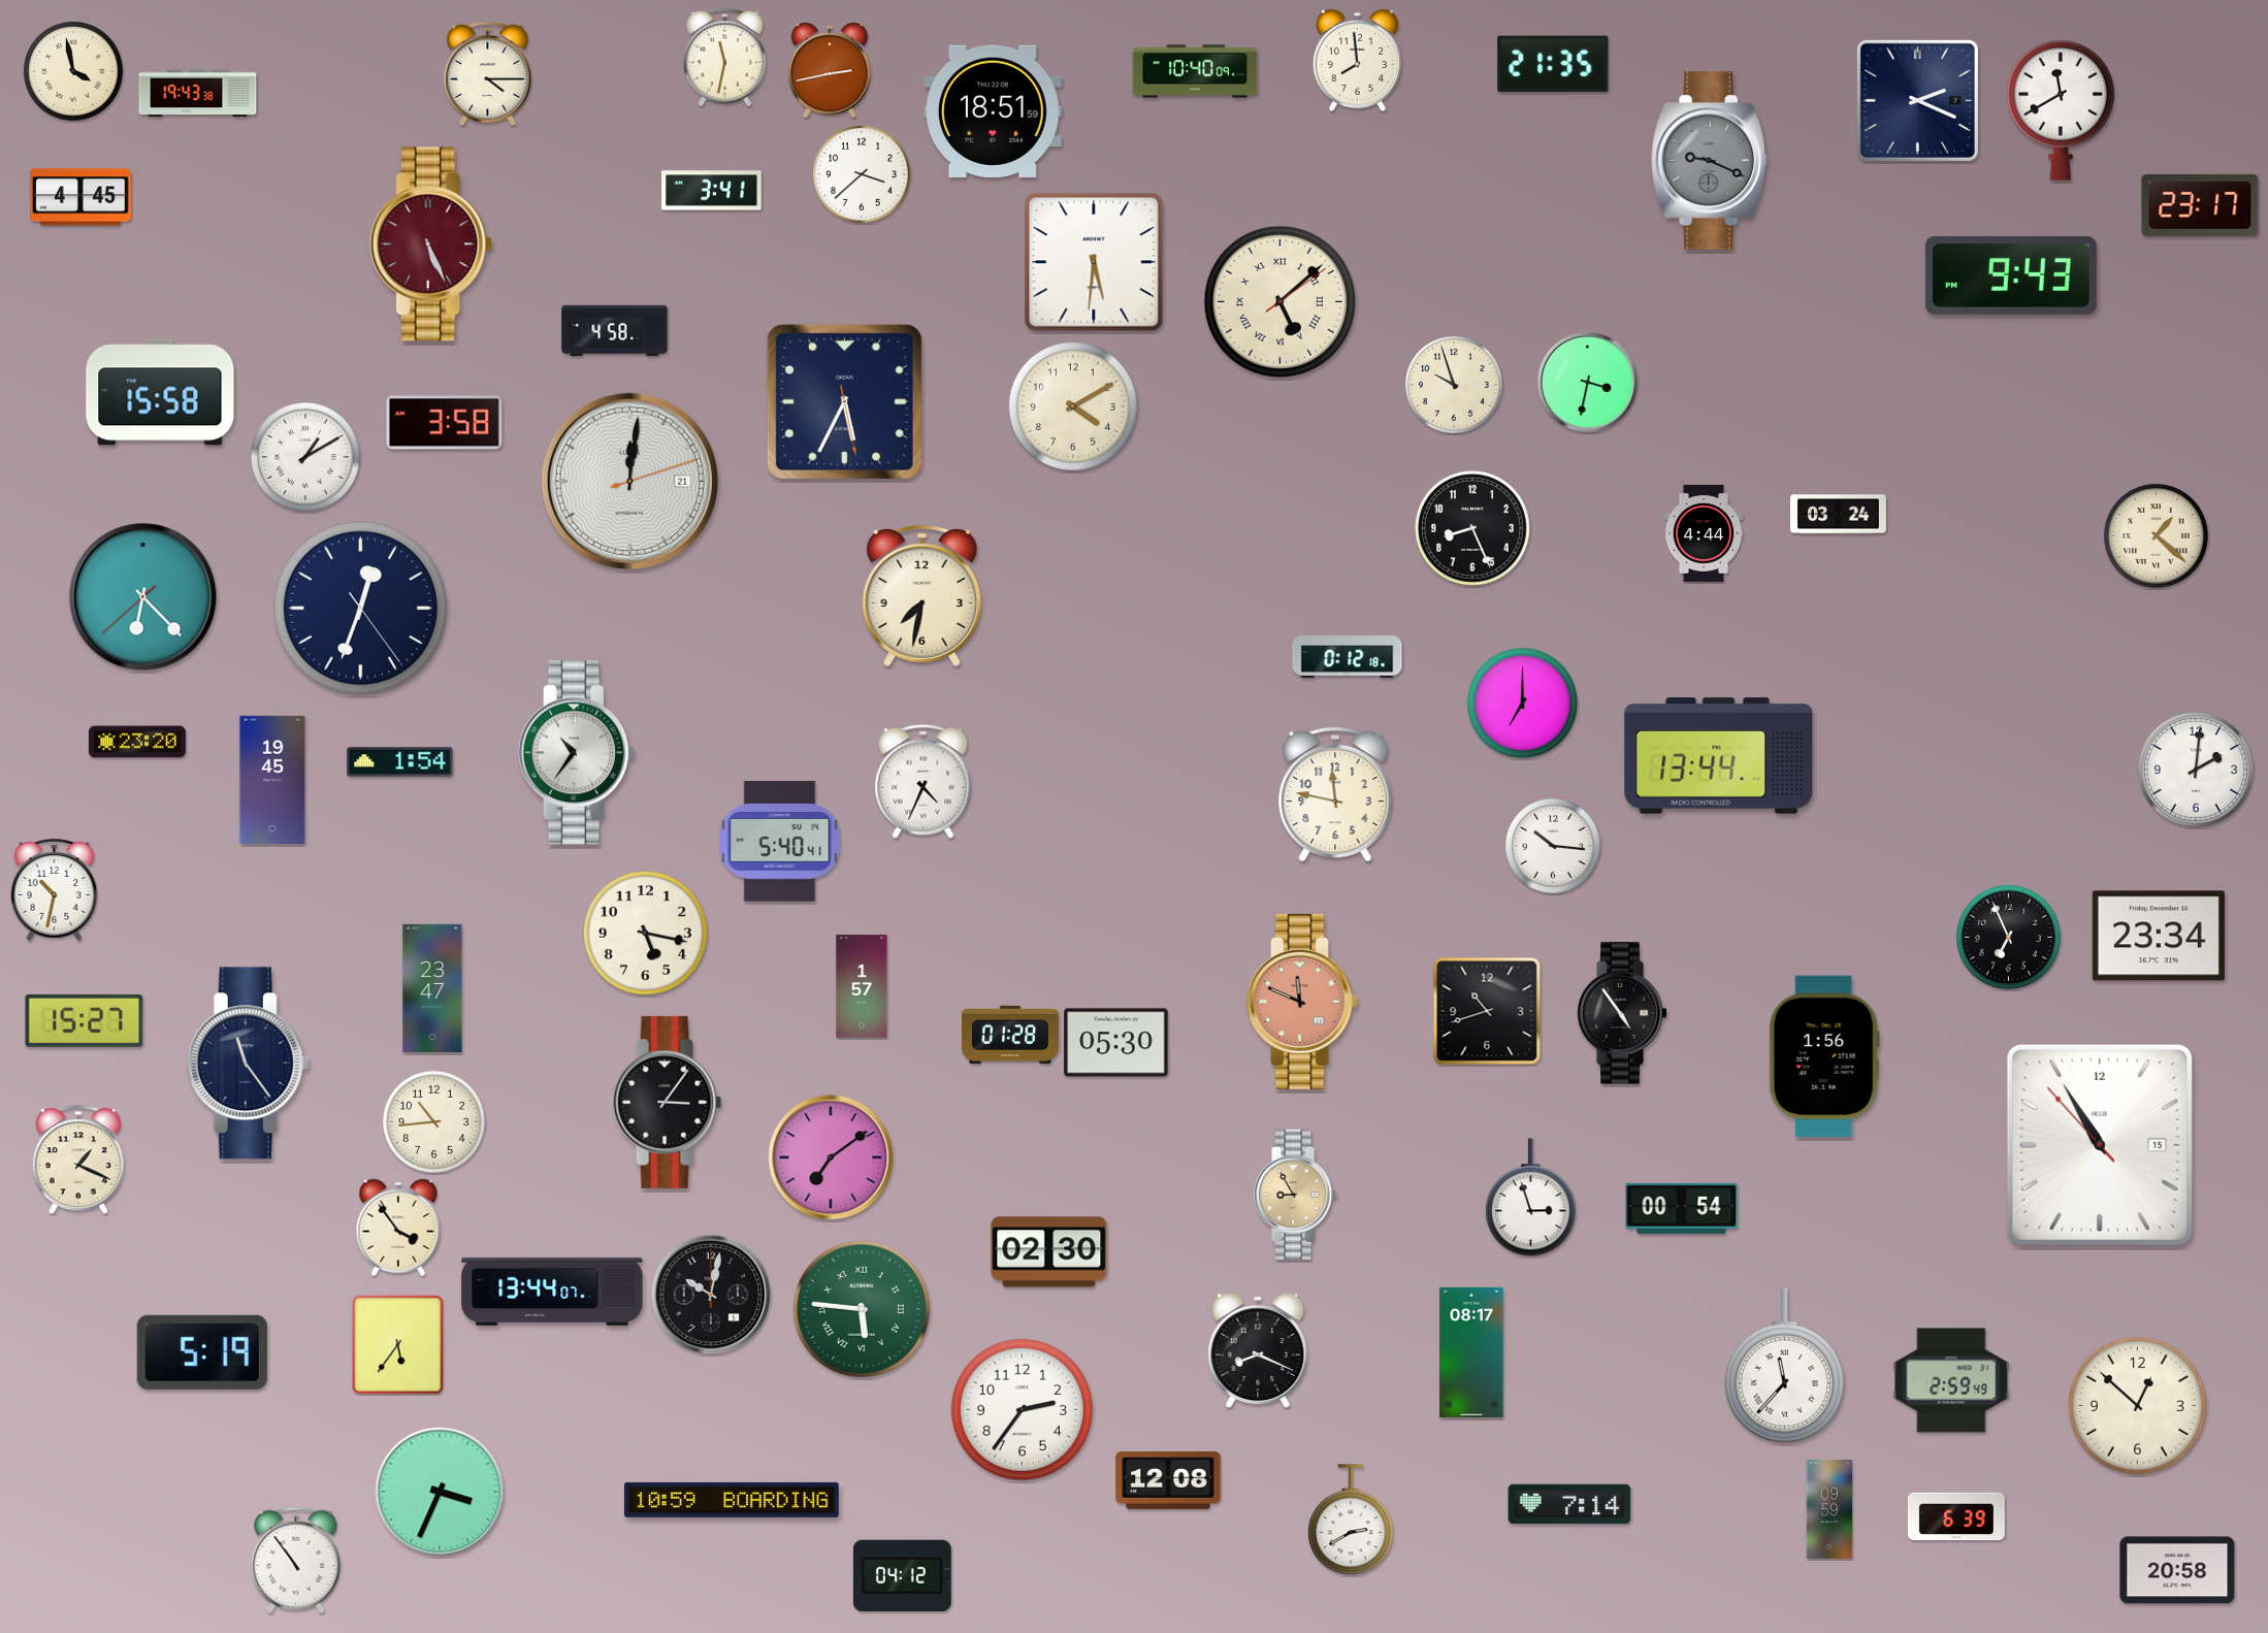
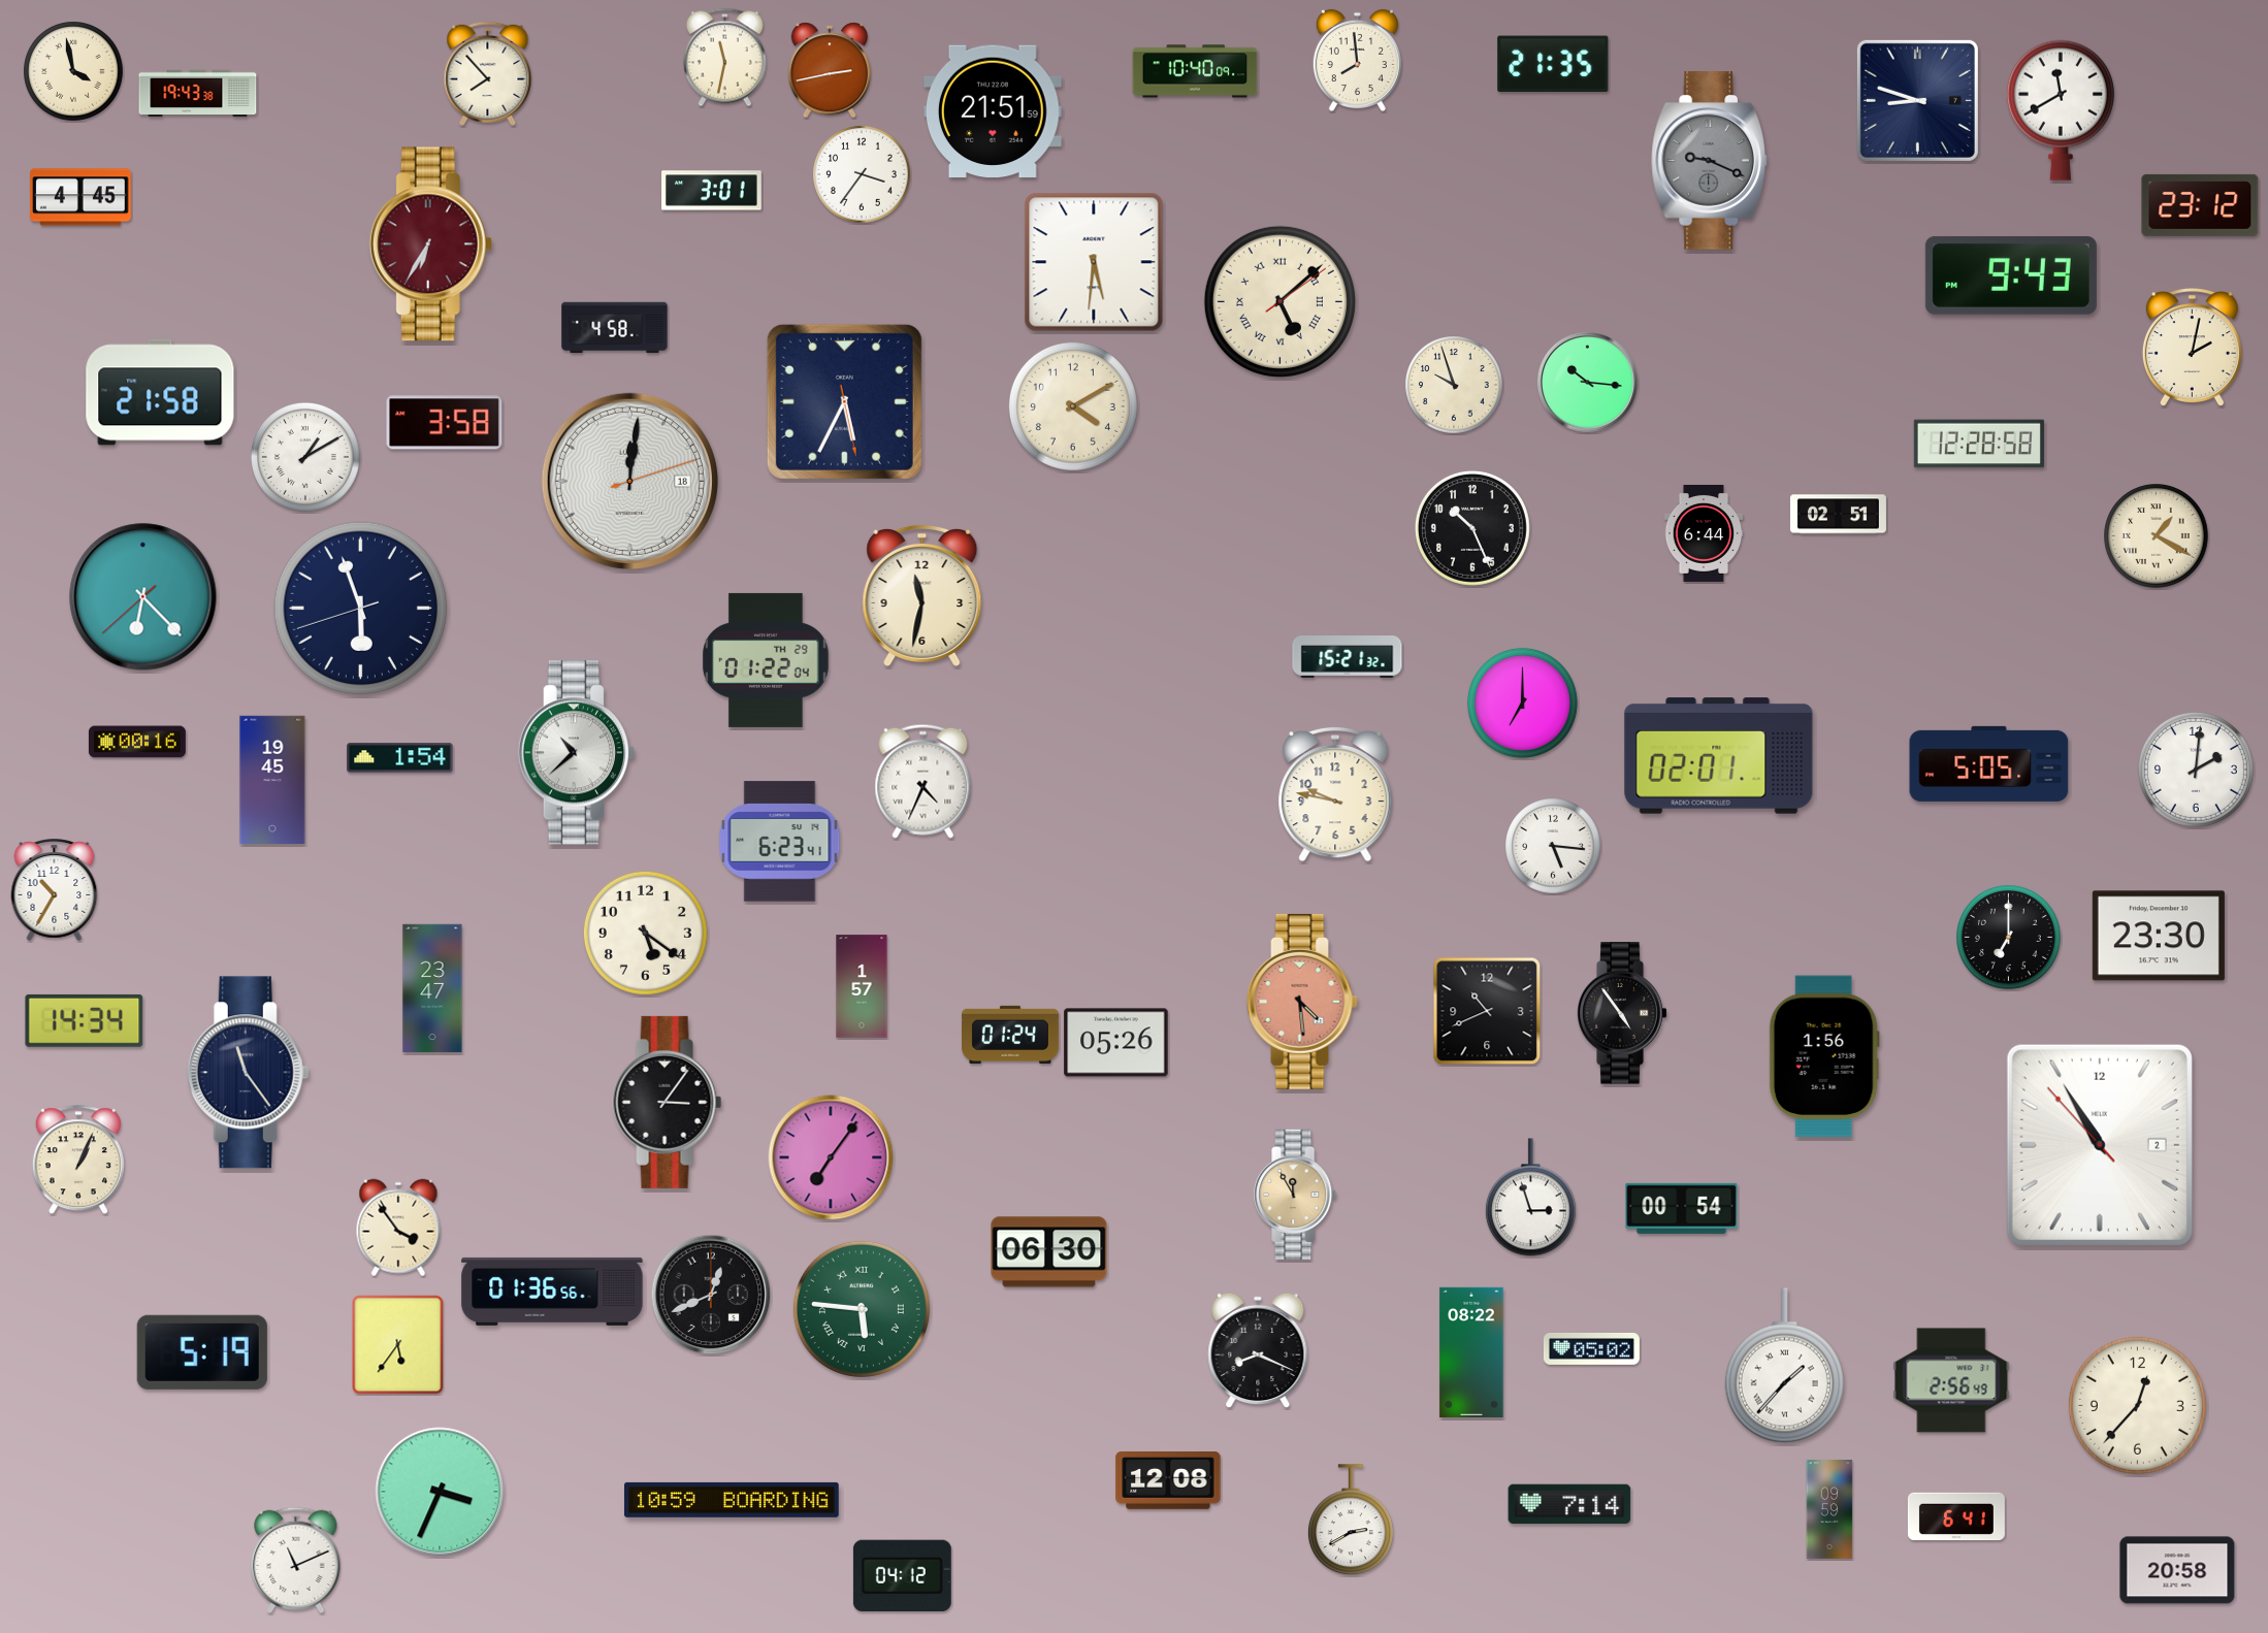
clock at (488, 73): 4:15 -> 7:53
clock at (1917, 100): 2:19 -> 8:48
clock at (993, 111): 18:51 -> 21:51
clock at (862, 174): 3:38 -> 3:36
clock at (712, 191): 3:41 -> 3:01
clock at (2200, 205): 23:17 -> 23:12
clock at (430, 244): 5:26 -> 6:35
clock at (615, 331) position: (615, 331) -> (615, 328)
clock at (2192, 347): none -> 2:02
clock at (1587, 382): 3:32 -> 10:16
clock at (160, 392): 15:58 -> 21:58
clock at (1979, 444): none -> 12:28
clock at (629, 481) date: 21 -> 18
clock at (1838, 515): 03:24 -> 02:51
clock at (1472, 528): 8:26 -> 10:26
clock at (1704, 533): 4:44 -> 6:44
clock at (2157, 536): 1:22 -> 1:20
clock at (922, 595): 7:32 -> 11:32
clock at (360, 608): 12:33 -> 5:56
clock at (1348, 657): 0:12 -> 15:21
clock at (766, 660): none -> 01:22
clock at (137, 742): 23:20 -> 00:16
clock at (576, 753): 10:36 -> 10:38
clock at (1719, 756): 13:44 -> 02:01
clock at (400, 762) position: (400, 762) -> (400, 758)
clock at (1989, 763): none -> 5:05
clock at (1335, 794): 11:47 -> 9:47
clock at (780, 842): 5:40 -> 6:23
clock at (1553, 846): 10:16 -> 5:16
clock at (55, 889): 10:32 -> 10:35
clock at (645, 933): 5:17 -> 5:21
clock at (2159, 936): 23:34 -> 23:30
clock at (2009, 938): 6:56 -> 7:00
clock at (1302, 1002): 11:49 -> 4:29
clock at (1487, 1011): 10:42 -> 10:41
clock at (85, 1020): 15:27 -> 14:34
clock at (1010, 1035): 01:28 -> 01:24
clock at (1116, 1043): 05:30 -> 05:26
clock at (249, 1064) position: (249, 1064) -> (249, 1073)
clock at (434, 1122): 10:44 -> none
clock at (2100, 1145) date: 15 -> 2
clock at (831, 1157): 7:09 -> 7:06
clock at (78, 1161): 1:19 -> 1:04
clock at (1296, 1195): 8:55 -> 11:55
clock at (1049, 1252): 02:30 -> 06:30
clock at (552, 1292): 13:44 -> 01:36
clock at (711, 1295): 10:02 -> 12:41
clock at (1591, 1349): none -> 05:02
clock at (1471, 1352): 08:17 -> 08:22
clock at (1784, 1366): 11:37 -> 1:37
clock at (1951, 1380): 2:59 -> 2:56
clock at (2137, 1405): 12:52 -> 12:37
clock at (1022, 1409): 2:36 -> none
clock at (1956, 1516): 6:39 -> 6:41
clock at (296, 1561): 10:54 -> 11:11
